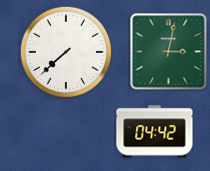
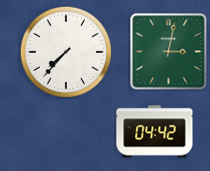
clock at (65, 51): 7:38 -> 7:37
